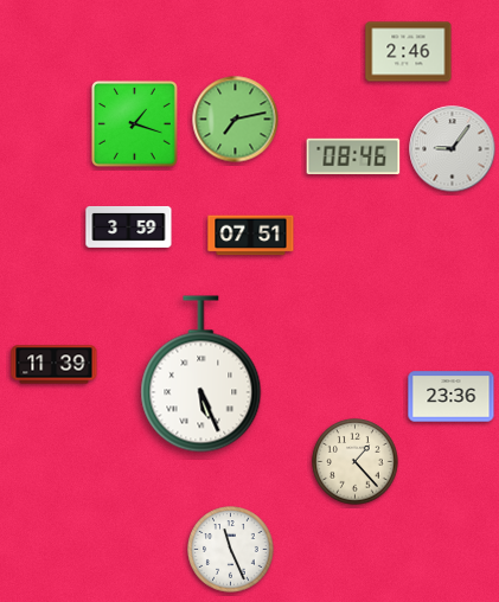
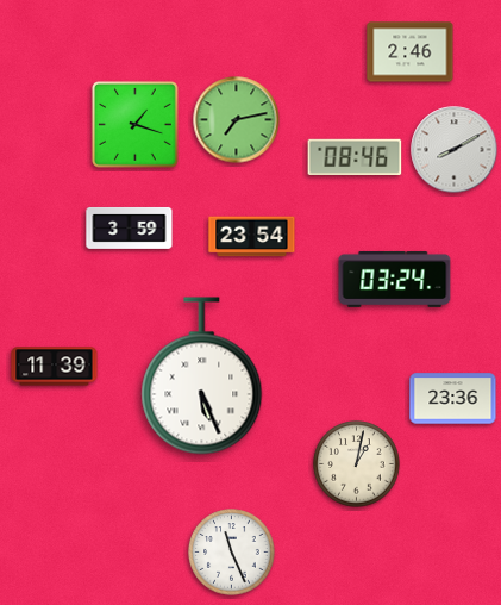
clock at (453, 149): 9:06 -> 8:10
clock at (251, 236): 07:51 -> 23:54
clock at (395, 279): none -> 03:24
clock at (356, 462): 1:23 -> 1:02
